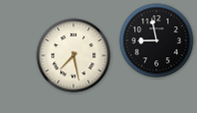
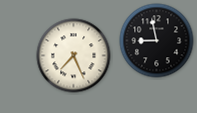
clock at (74, 56): 7:28 -> 7:26
